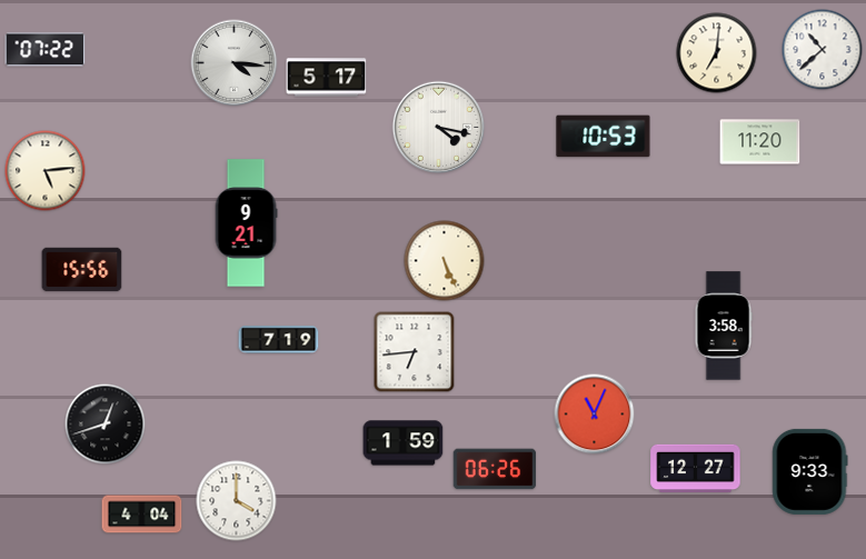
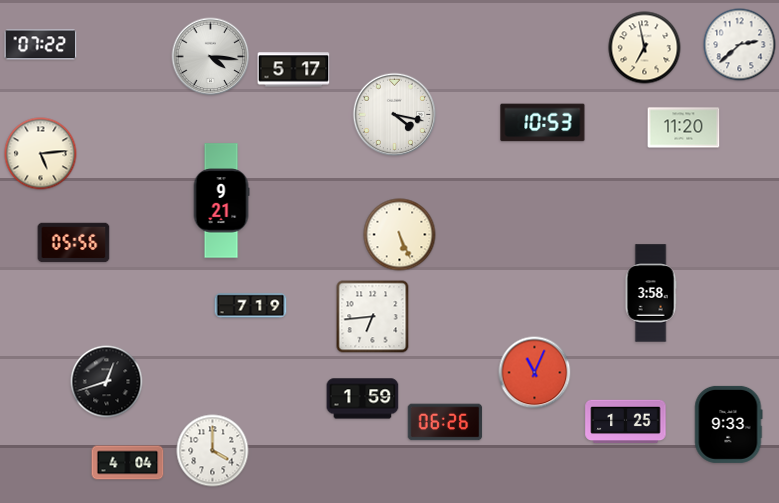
clock at (823, 50): 10:38 -> 2:38
clock at (717, 53): 7:01 -> 6:58
clock at (82, 270): 15:56 -> 05:56
clock at (106, 425) position: (106, 425) -> (107, 382)
clock at (696, 469): 12:27 -> 1:25
